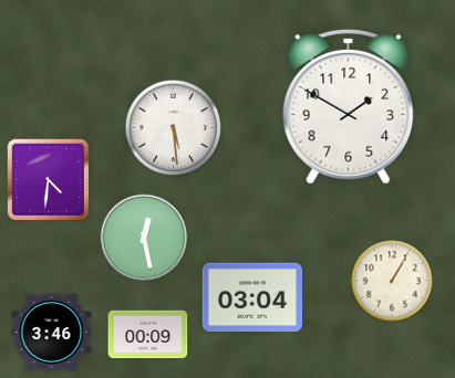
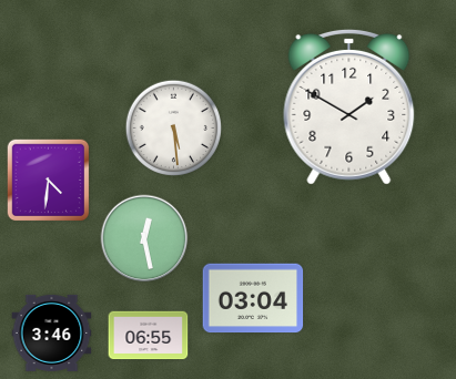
clock at (392, 281): 1:05 -> none
clock at (148, 335): 00:09 -> 06:55
